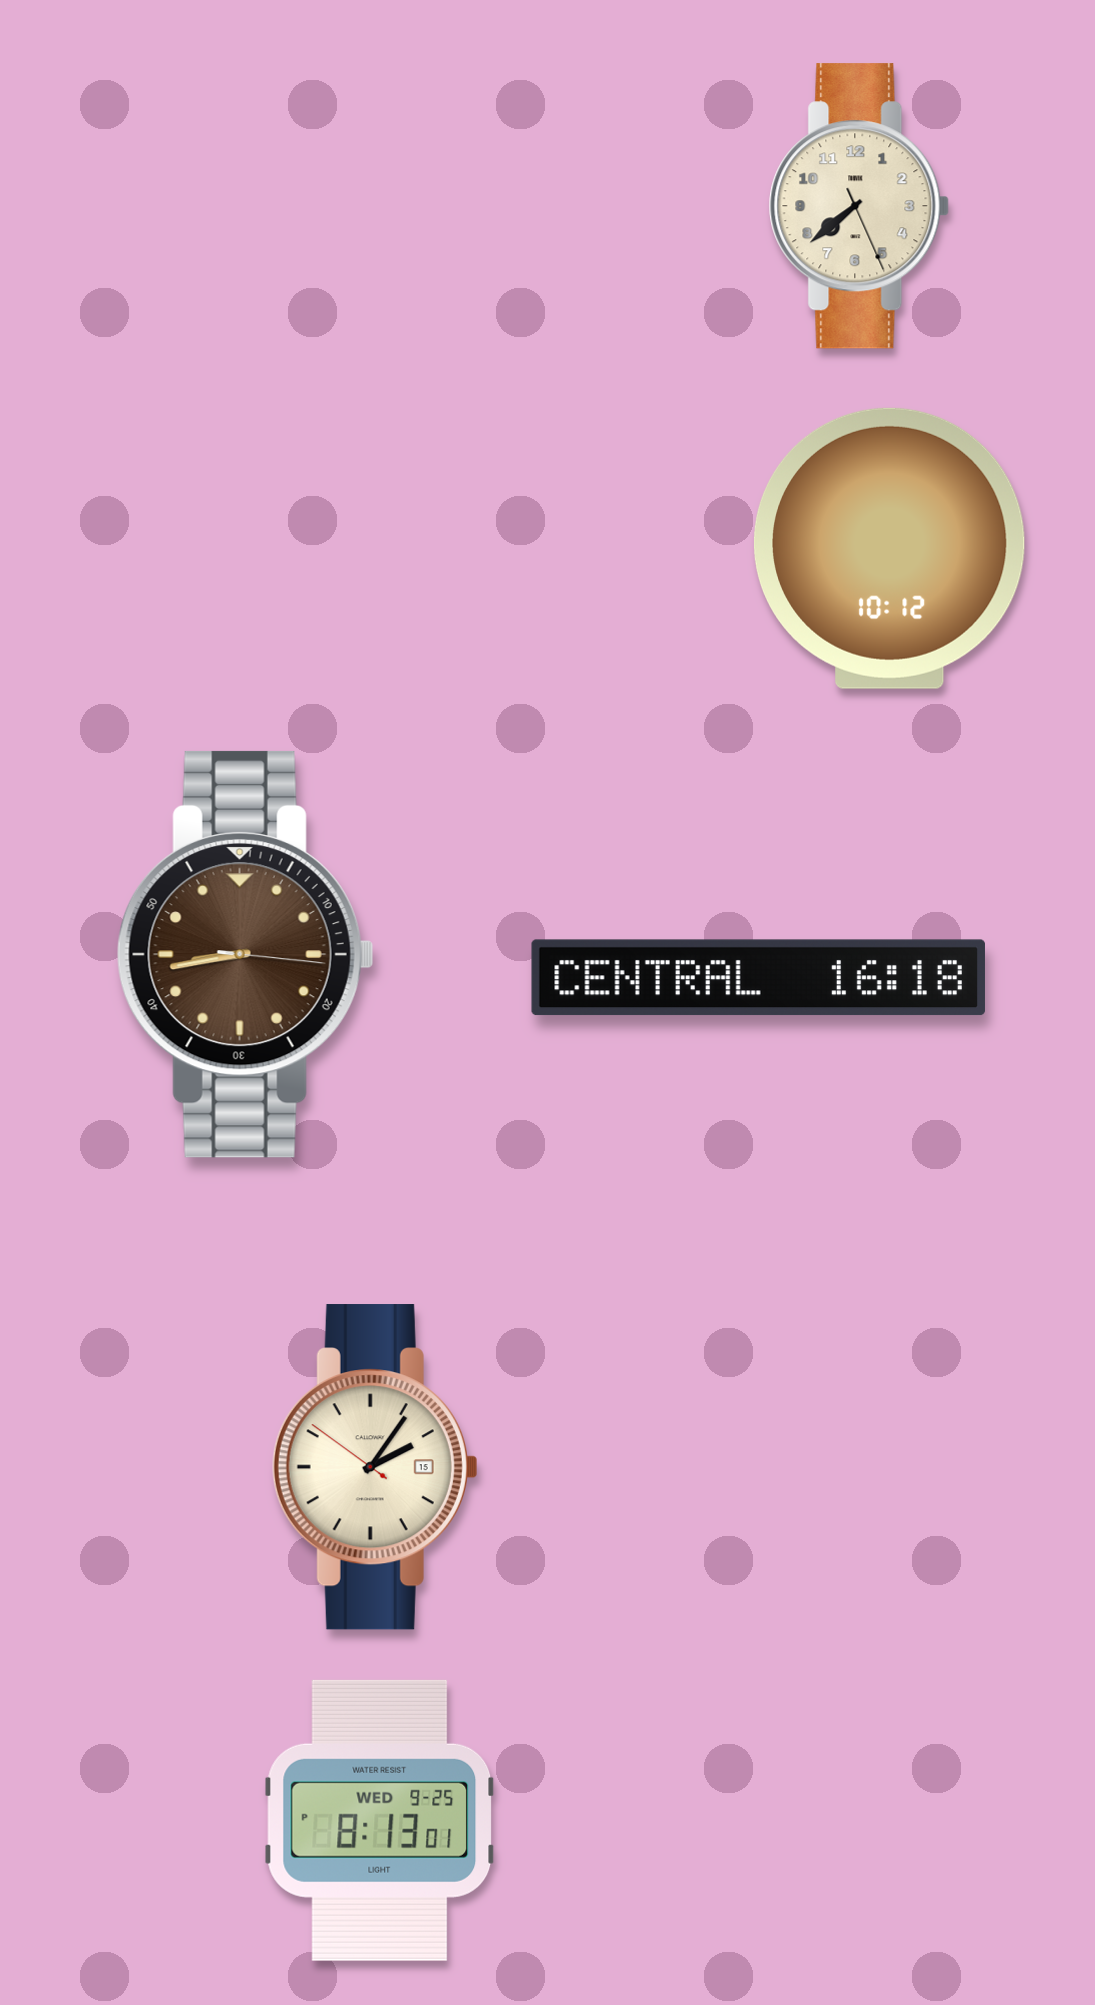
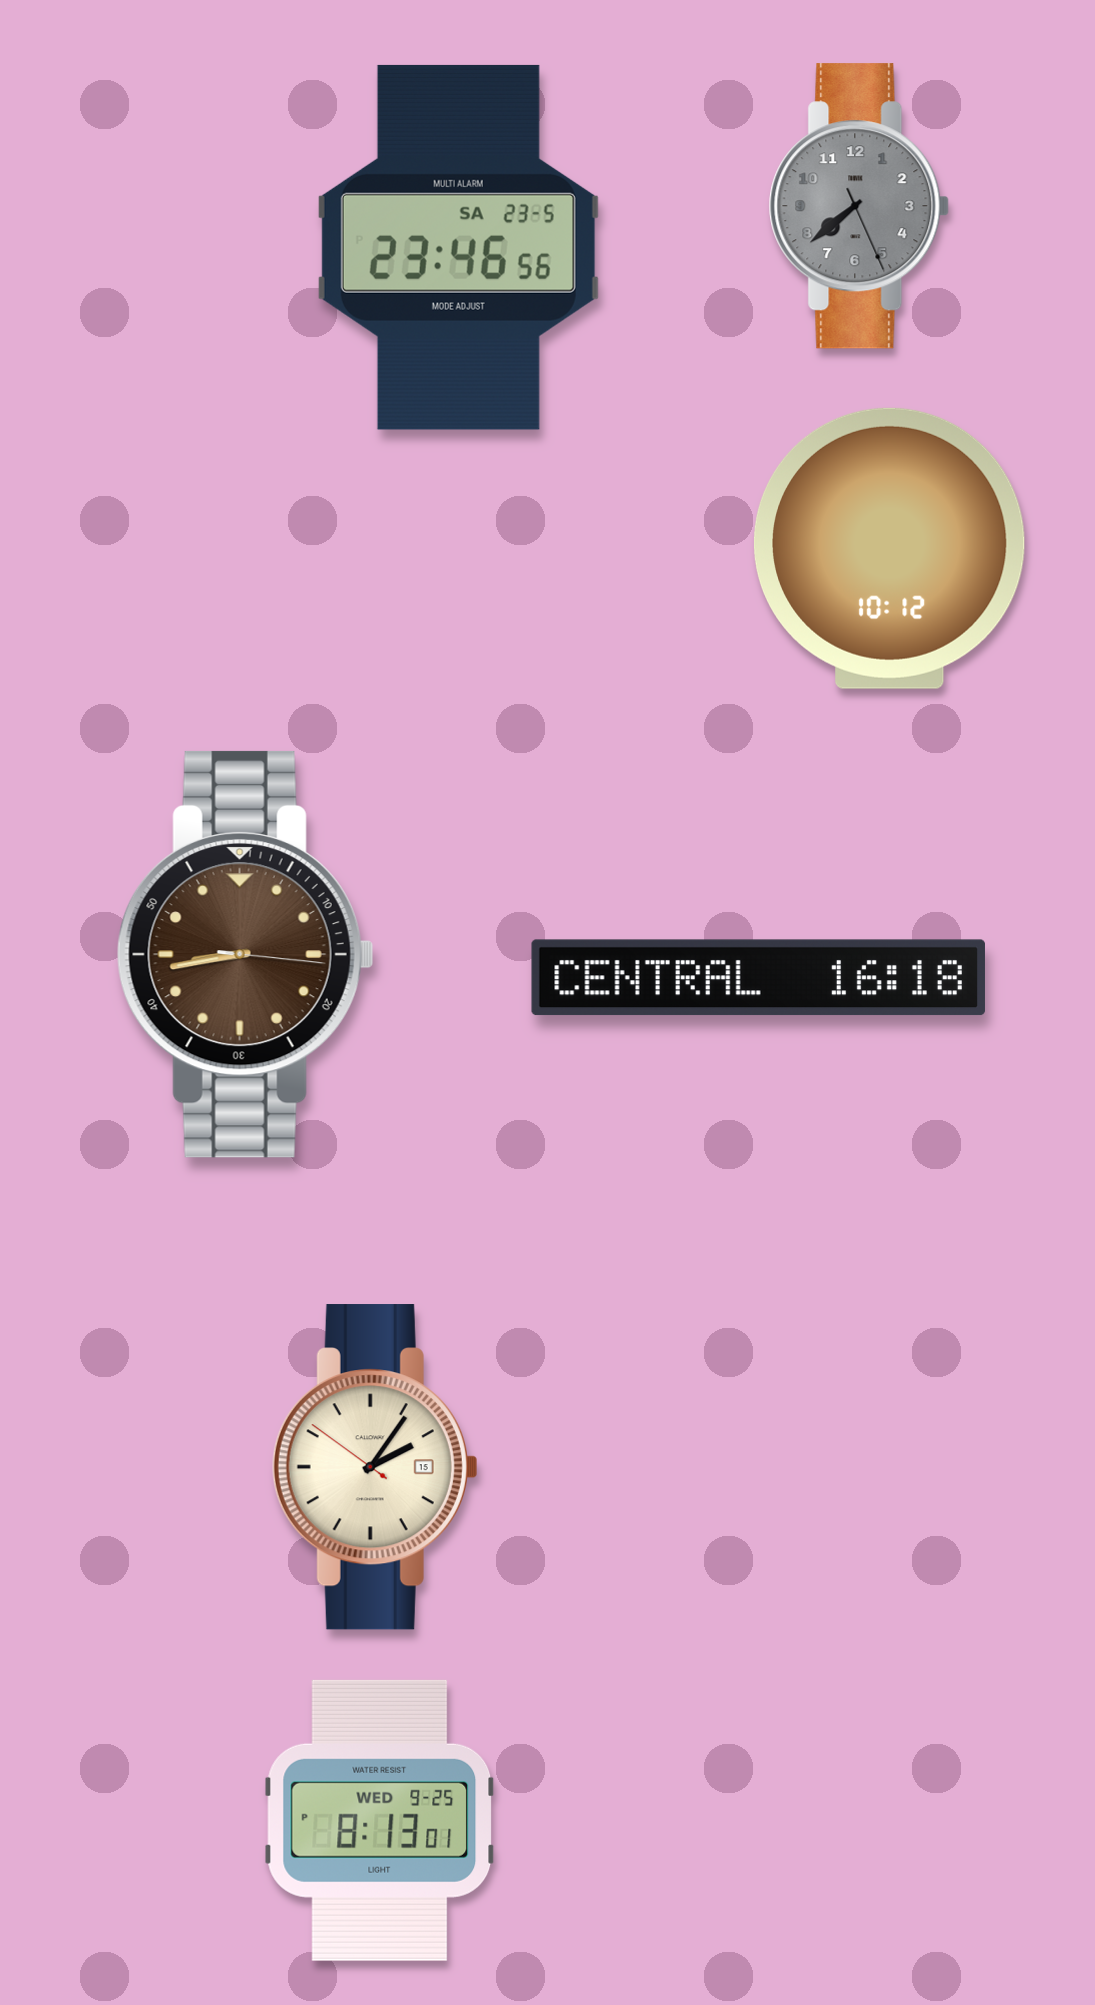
clock at (859, 206) dial: cream -> grey
clock at (458, 247): none -> 23:46
